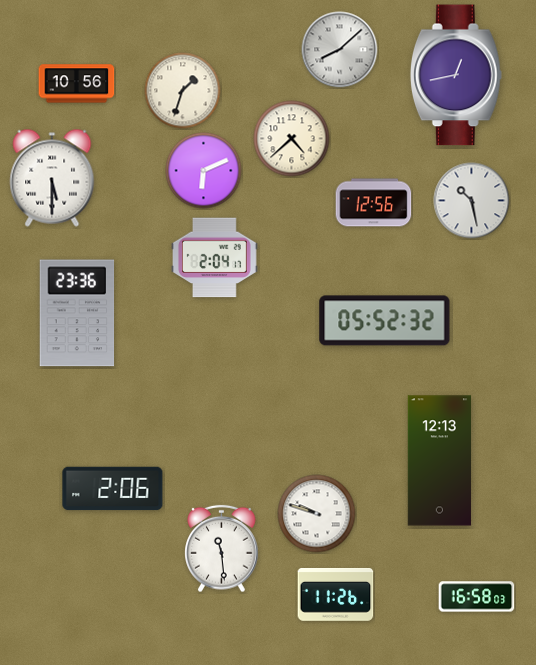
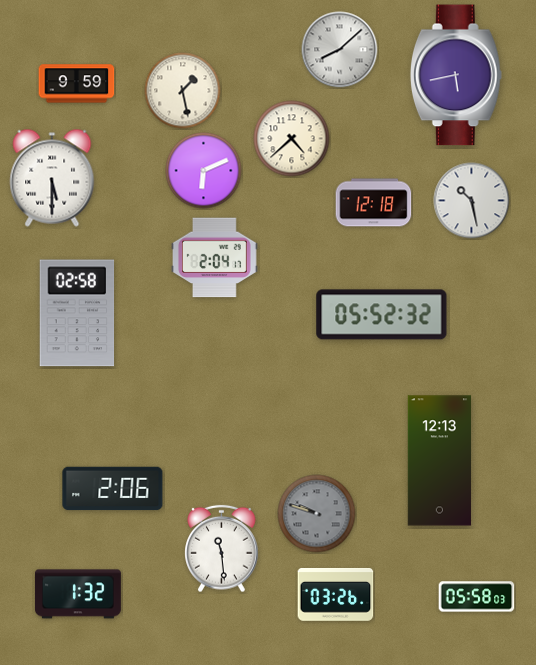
clock at (456, 75): 12:43 -> 5:43
clock at (77, 84): 10:56 -> 9:59
clock at (183, 91): 1:33 -> 1:28
clock at (374, 203): 12:56 -> 12:18
clock at (77, 313): 23:36 -> 02:58
clock at (385, 321) position: (385, 321) -> (382, 315)
clock at (317, 514) dial: white -> grey
clock at (78, 594): none -> 1:32
clock at (336, 594): 11:26 -> 03:26
clock at (477, 597): 16:58 -> 05:58
